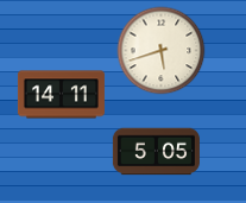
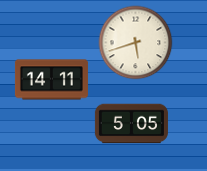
clock at (156, 152) position: (156, 152) -> (131, 124)
